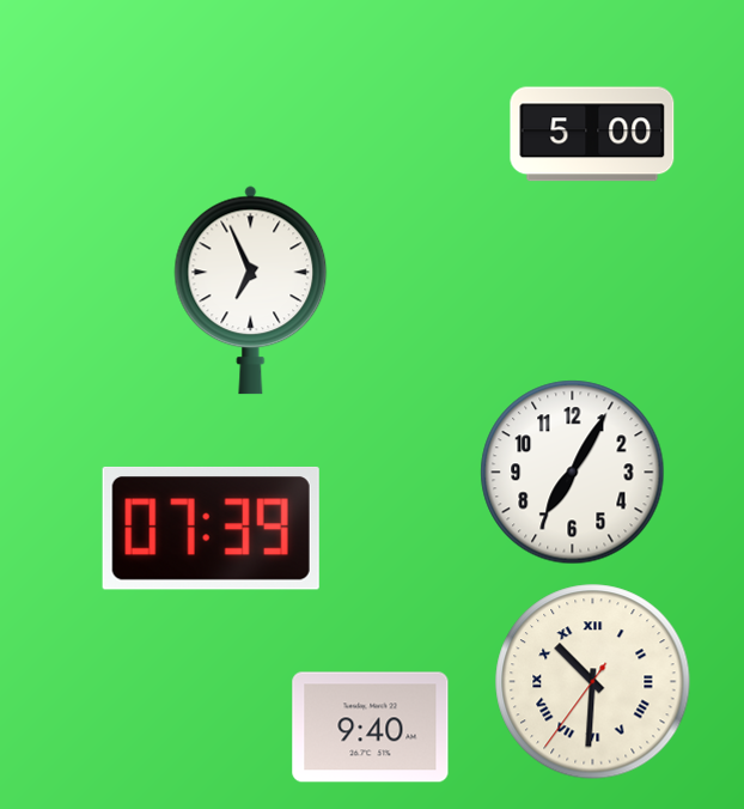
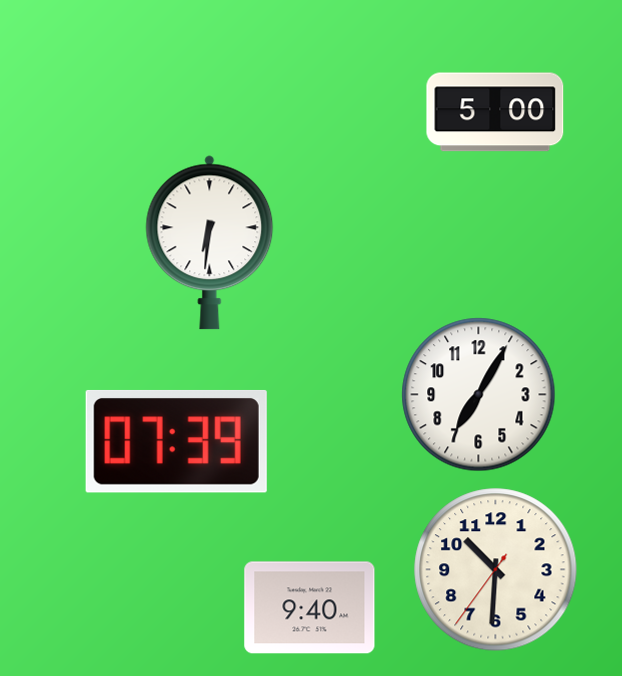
clock at (251, 291): 6:56 -> 6:31
clock at (593, 682) numerals: Roman -> Arabic
